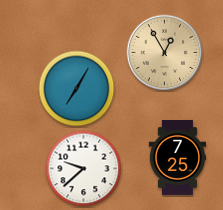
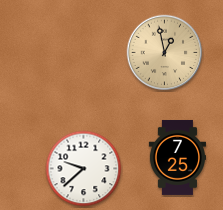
clock at (165, 53): 12:55 -> 12:58
clock at (77, 89): 7:05 -> none
